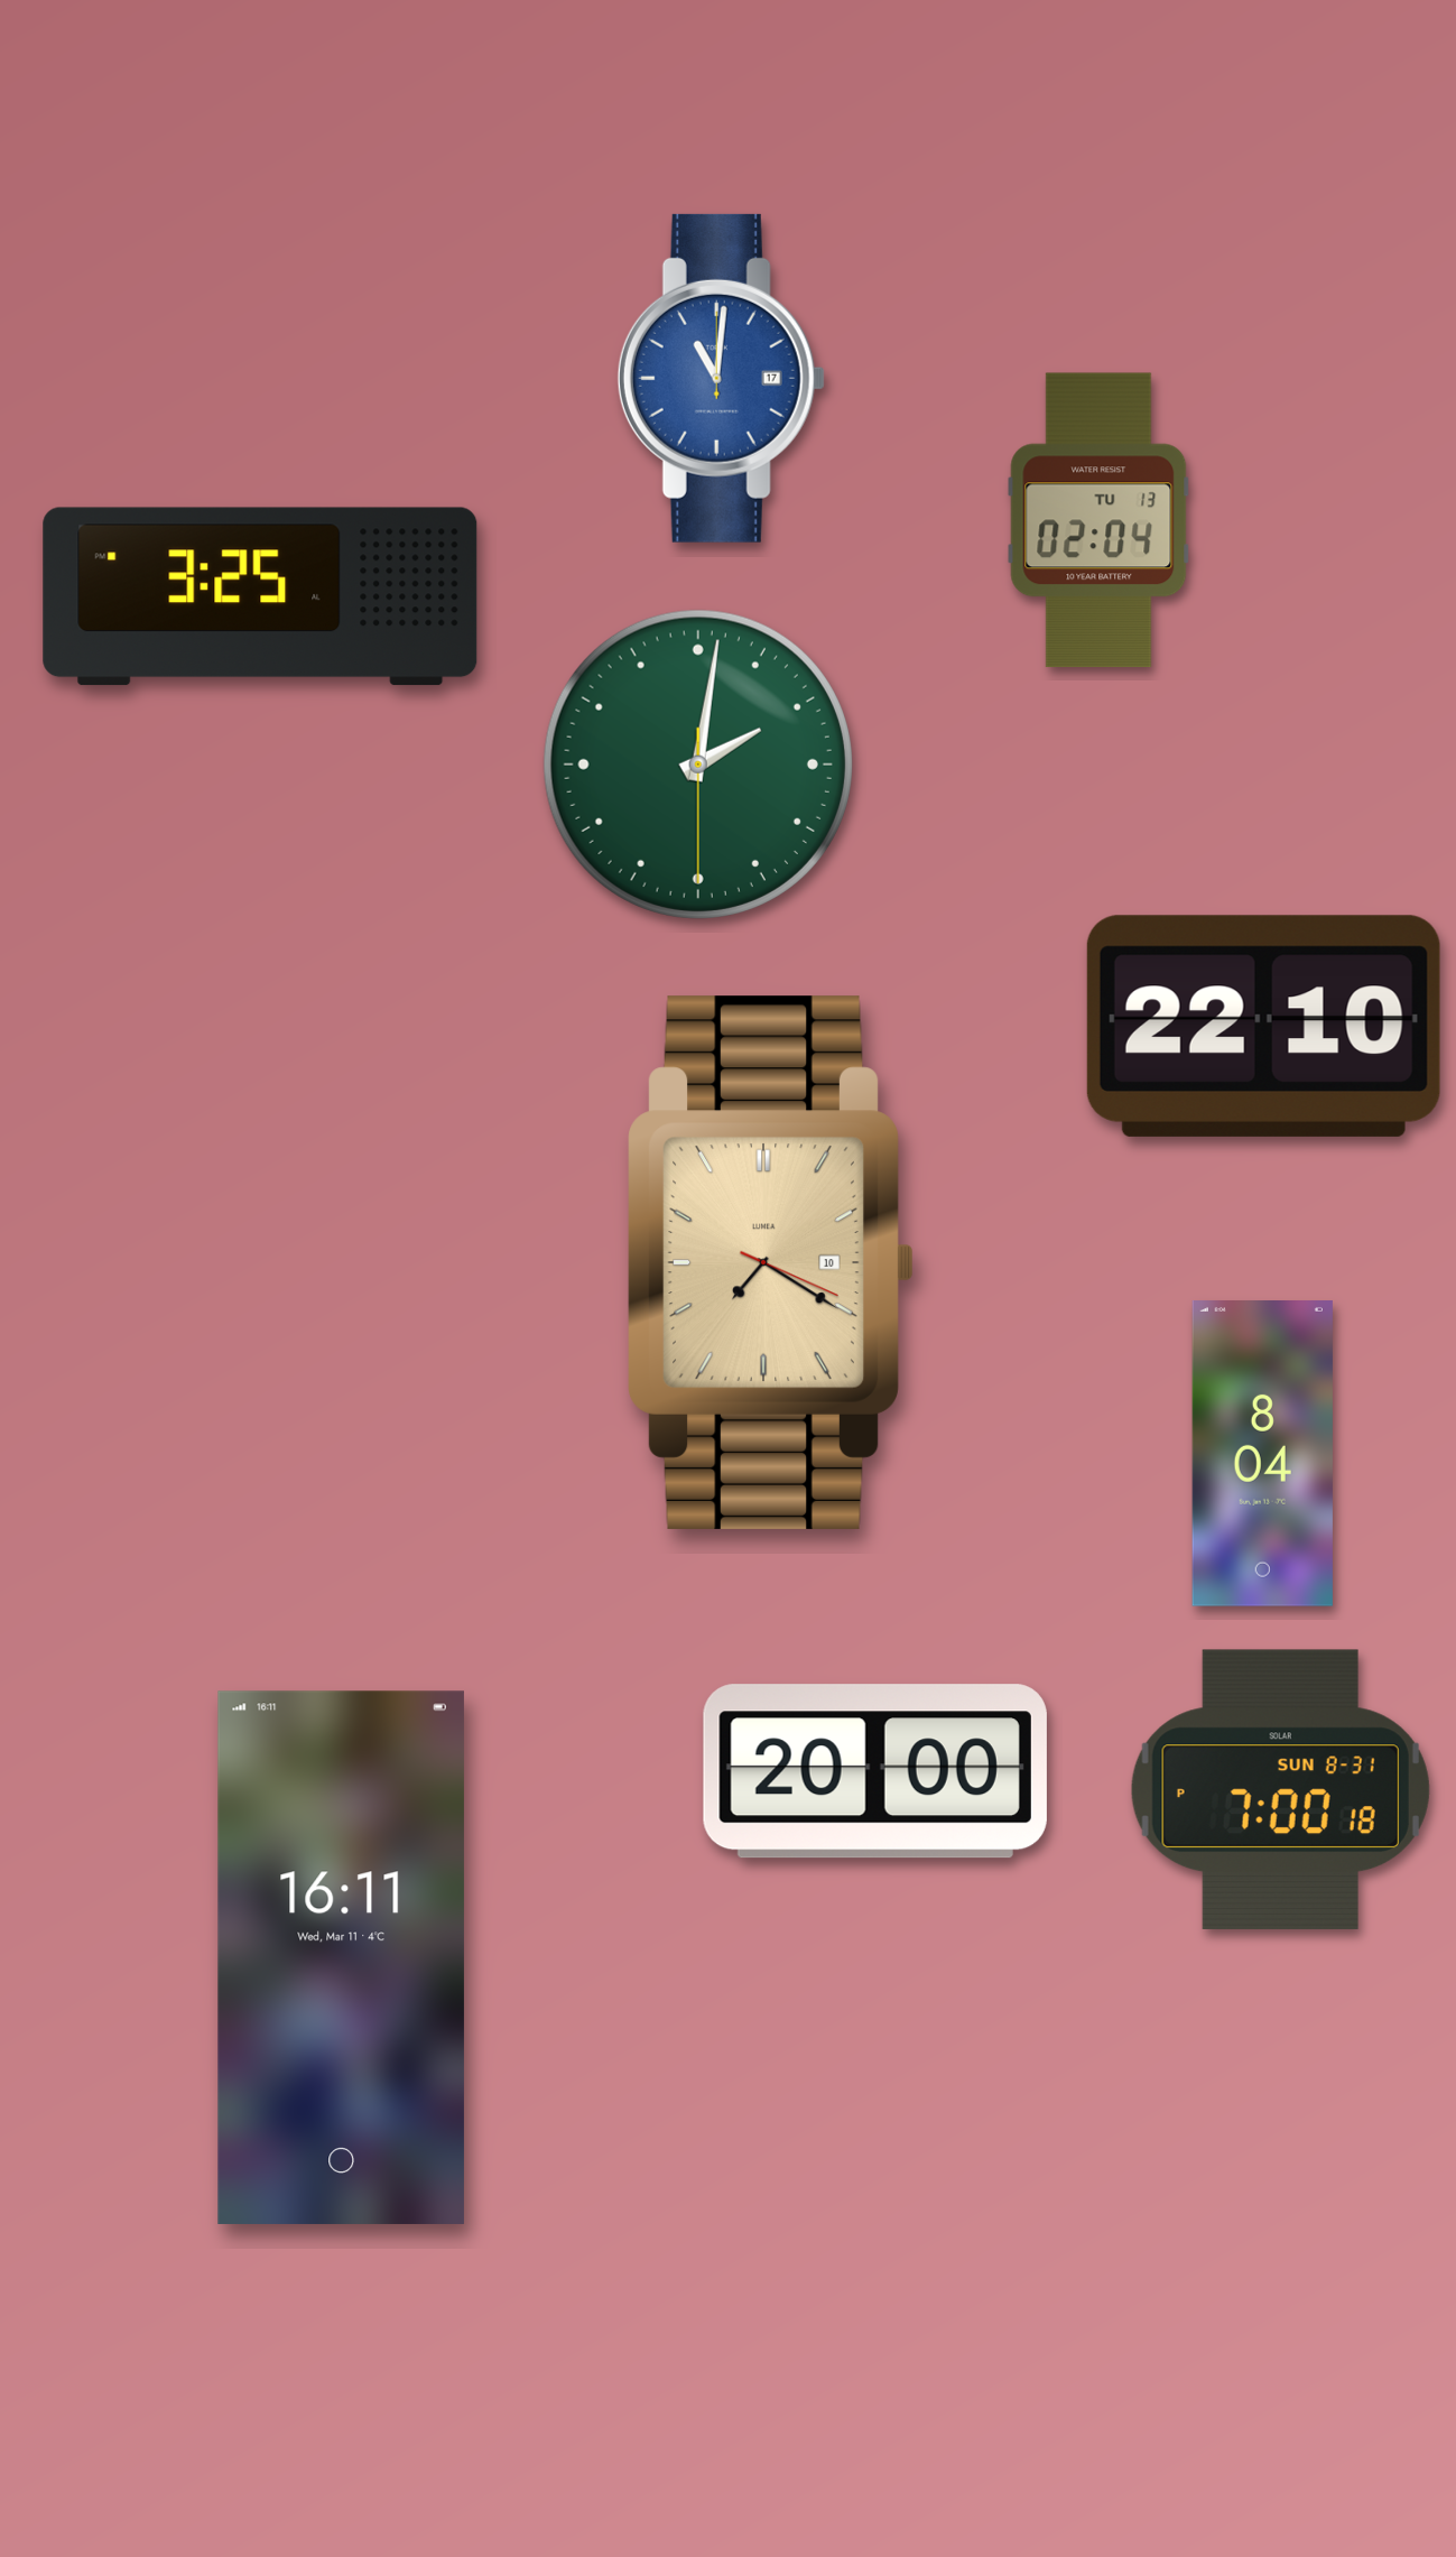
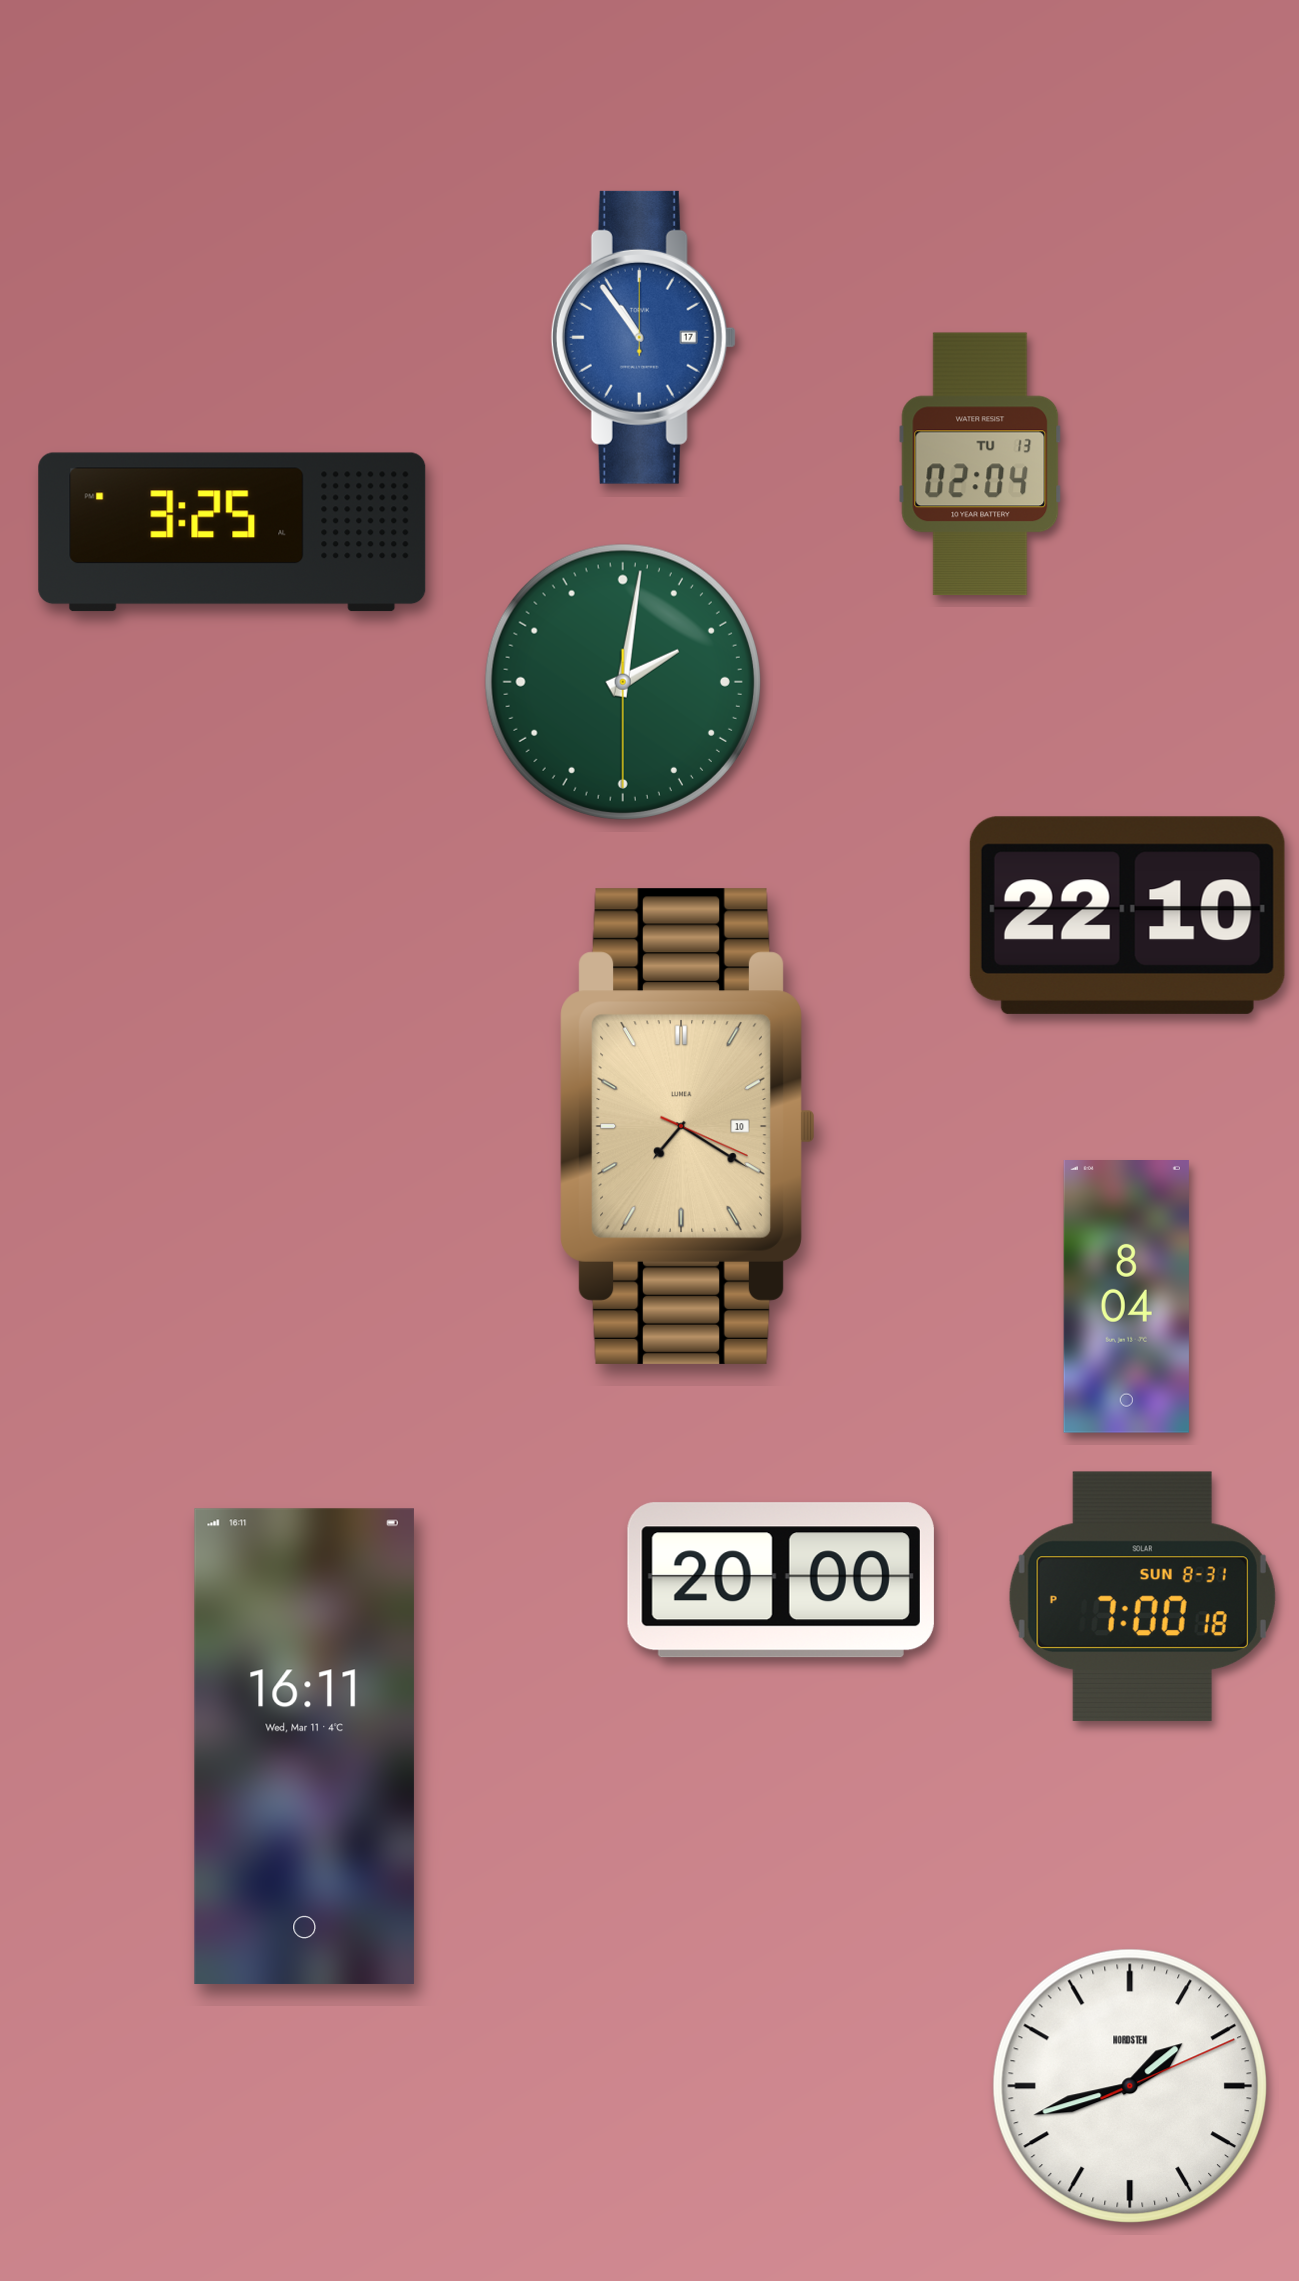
clock at (721, 378): 11:01 -> 10:54
clock at (1129, 2085): none -> 1:42
